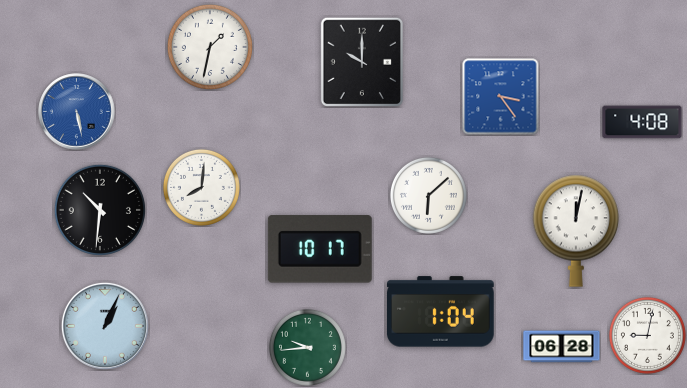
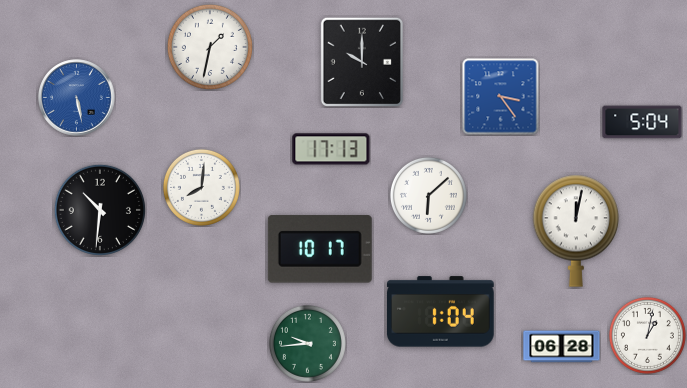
clock at (77, 112) position: (77, 112) -> (77, 98)
clock at (642, 122): 4:08 -> 5:04
clock at (331, 149): none -> 17:13
clock at (105, 326): 1:04 -> none
clock at (647, 335): 9:02 -> 1:02
clock at (307, 347) position: (307, 347) -> (307, 343)
